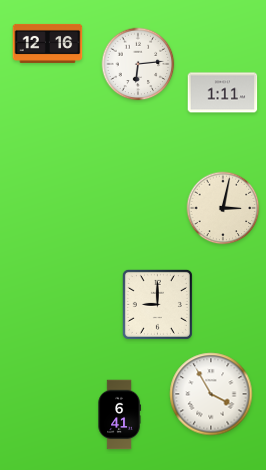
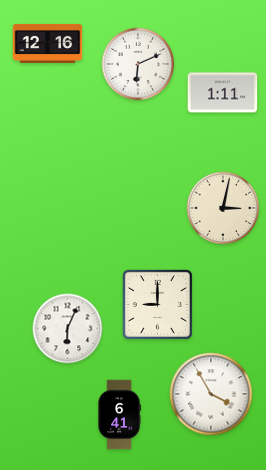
clock at (138, 64): 6:14 -> 6:11
clock at (68, 329): none -> 6:04
